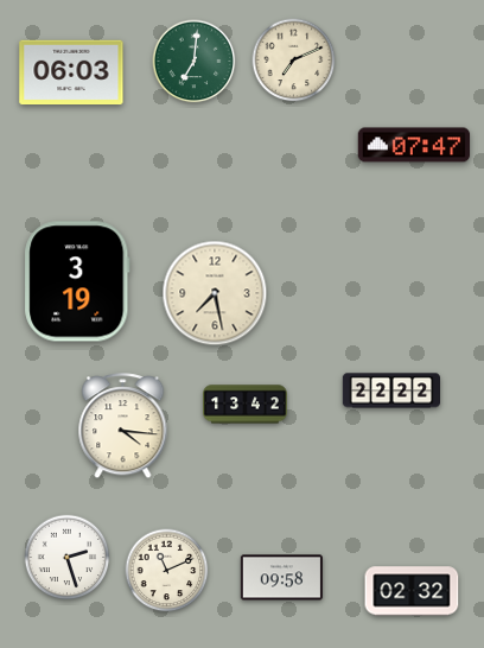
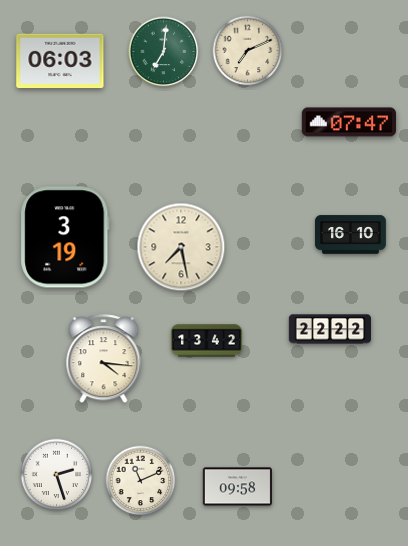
clock at (350, 235): none -> 16:10
clock at (68, 558) position: (68, 558) -> (57, 475)
clock at (412, 591): 02:32 -> none
